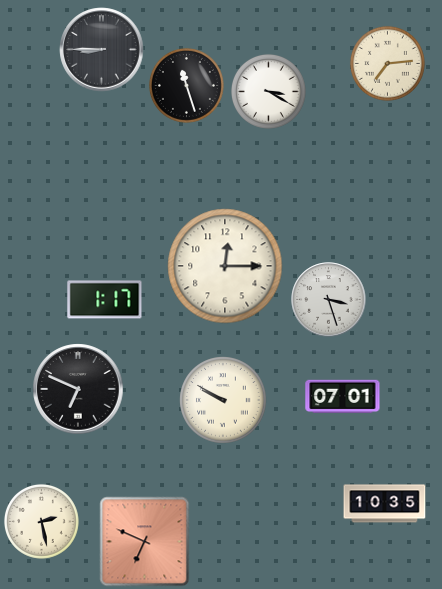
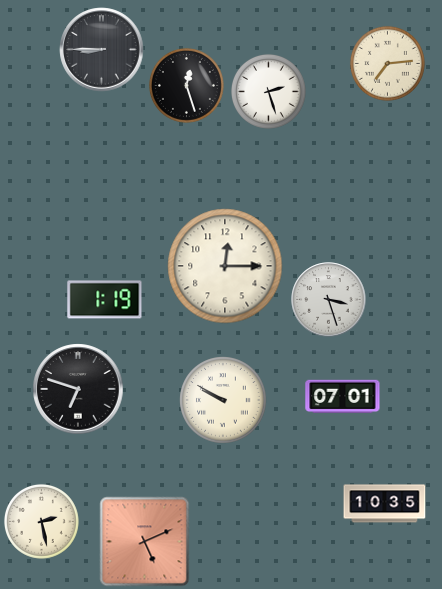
clock at (186, 85): 11:27 -> 12:27
clock at (268, 91): 3:20 -> 2:27
clock at (105, 300): 1:17 -> 1:19
clock at (78, 389): 6:49 -> 6:48
clock at (145, 542): 6:49 -> 5:11
